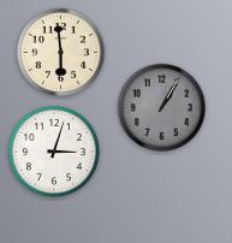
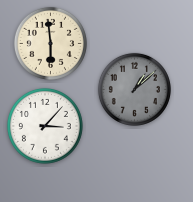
clock at (161, 107): 1:05 -> 1:08
clock at (54, 152): 3:03 -> 3:07
